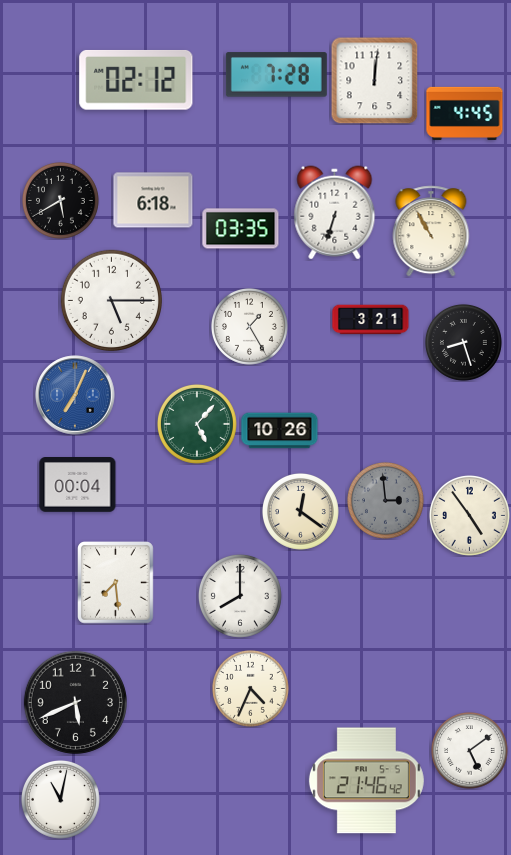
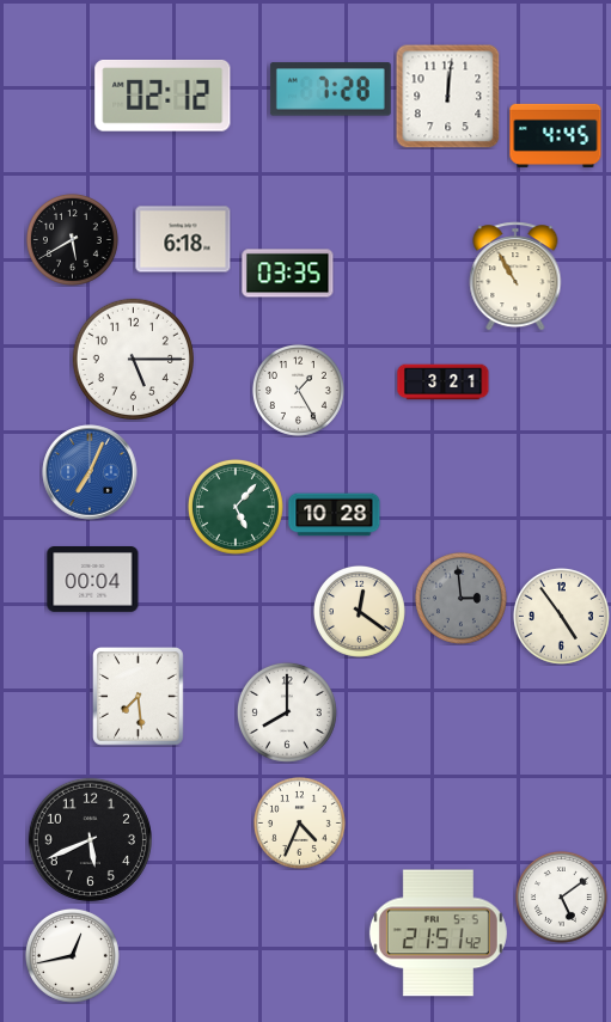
clock at (335, 213): 6:33 -> none
clock at (463, 342): 8:27 -> none
clock at (280, 431): 10:26 -> 10:28
clock at (366, 781): 21:46 -> 21:51
clock at (60, 799): 11:02 -> 12:43
